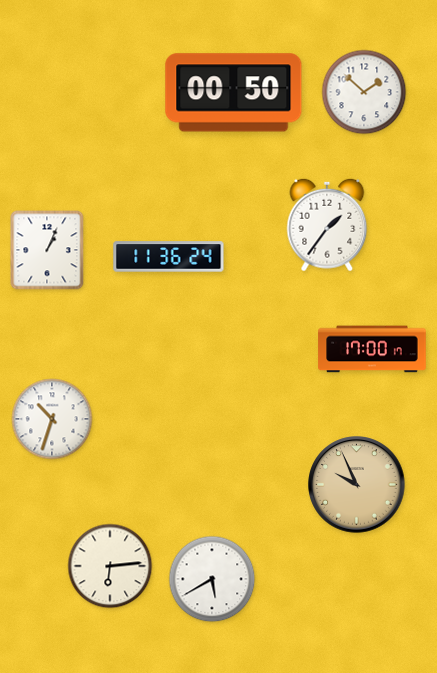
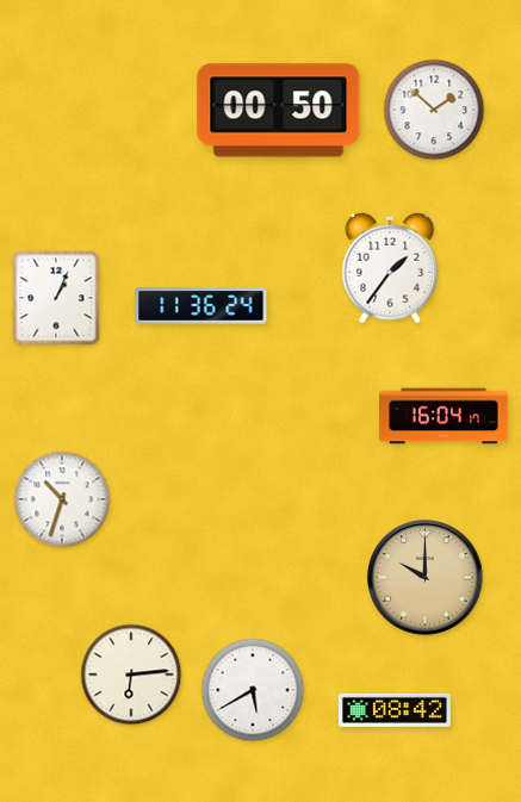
clock at (372, 349): 17:00 -> 16:04
clock at (357, 485): 9:56 -> 10:00
clock at (395, 710): none -> 08:42
